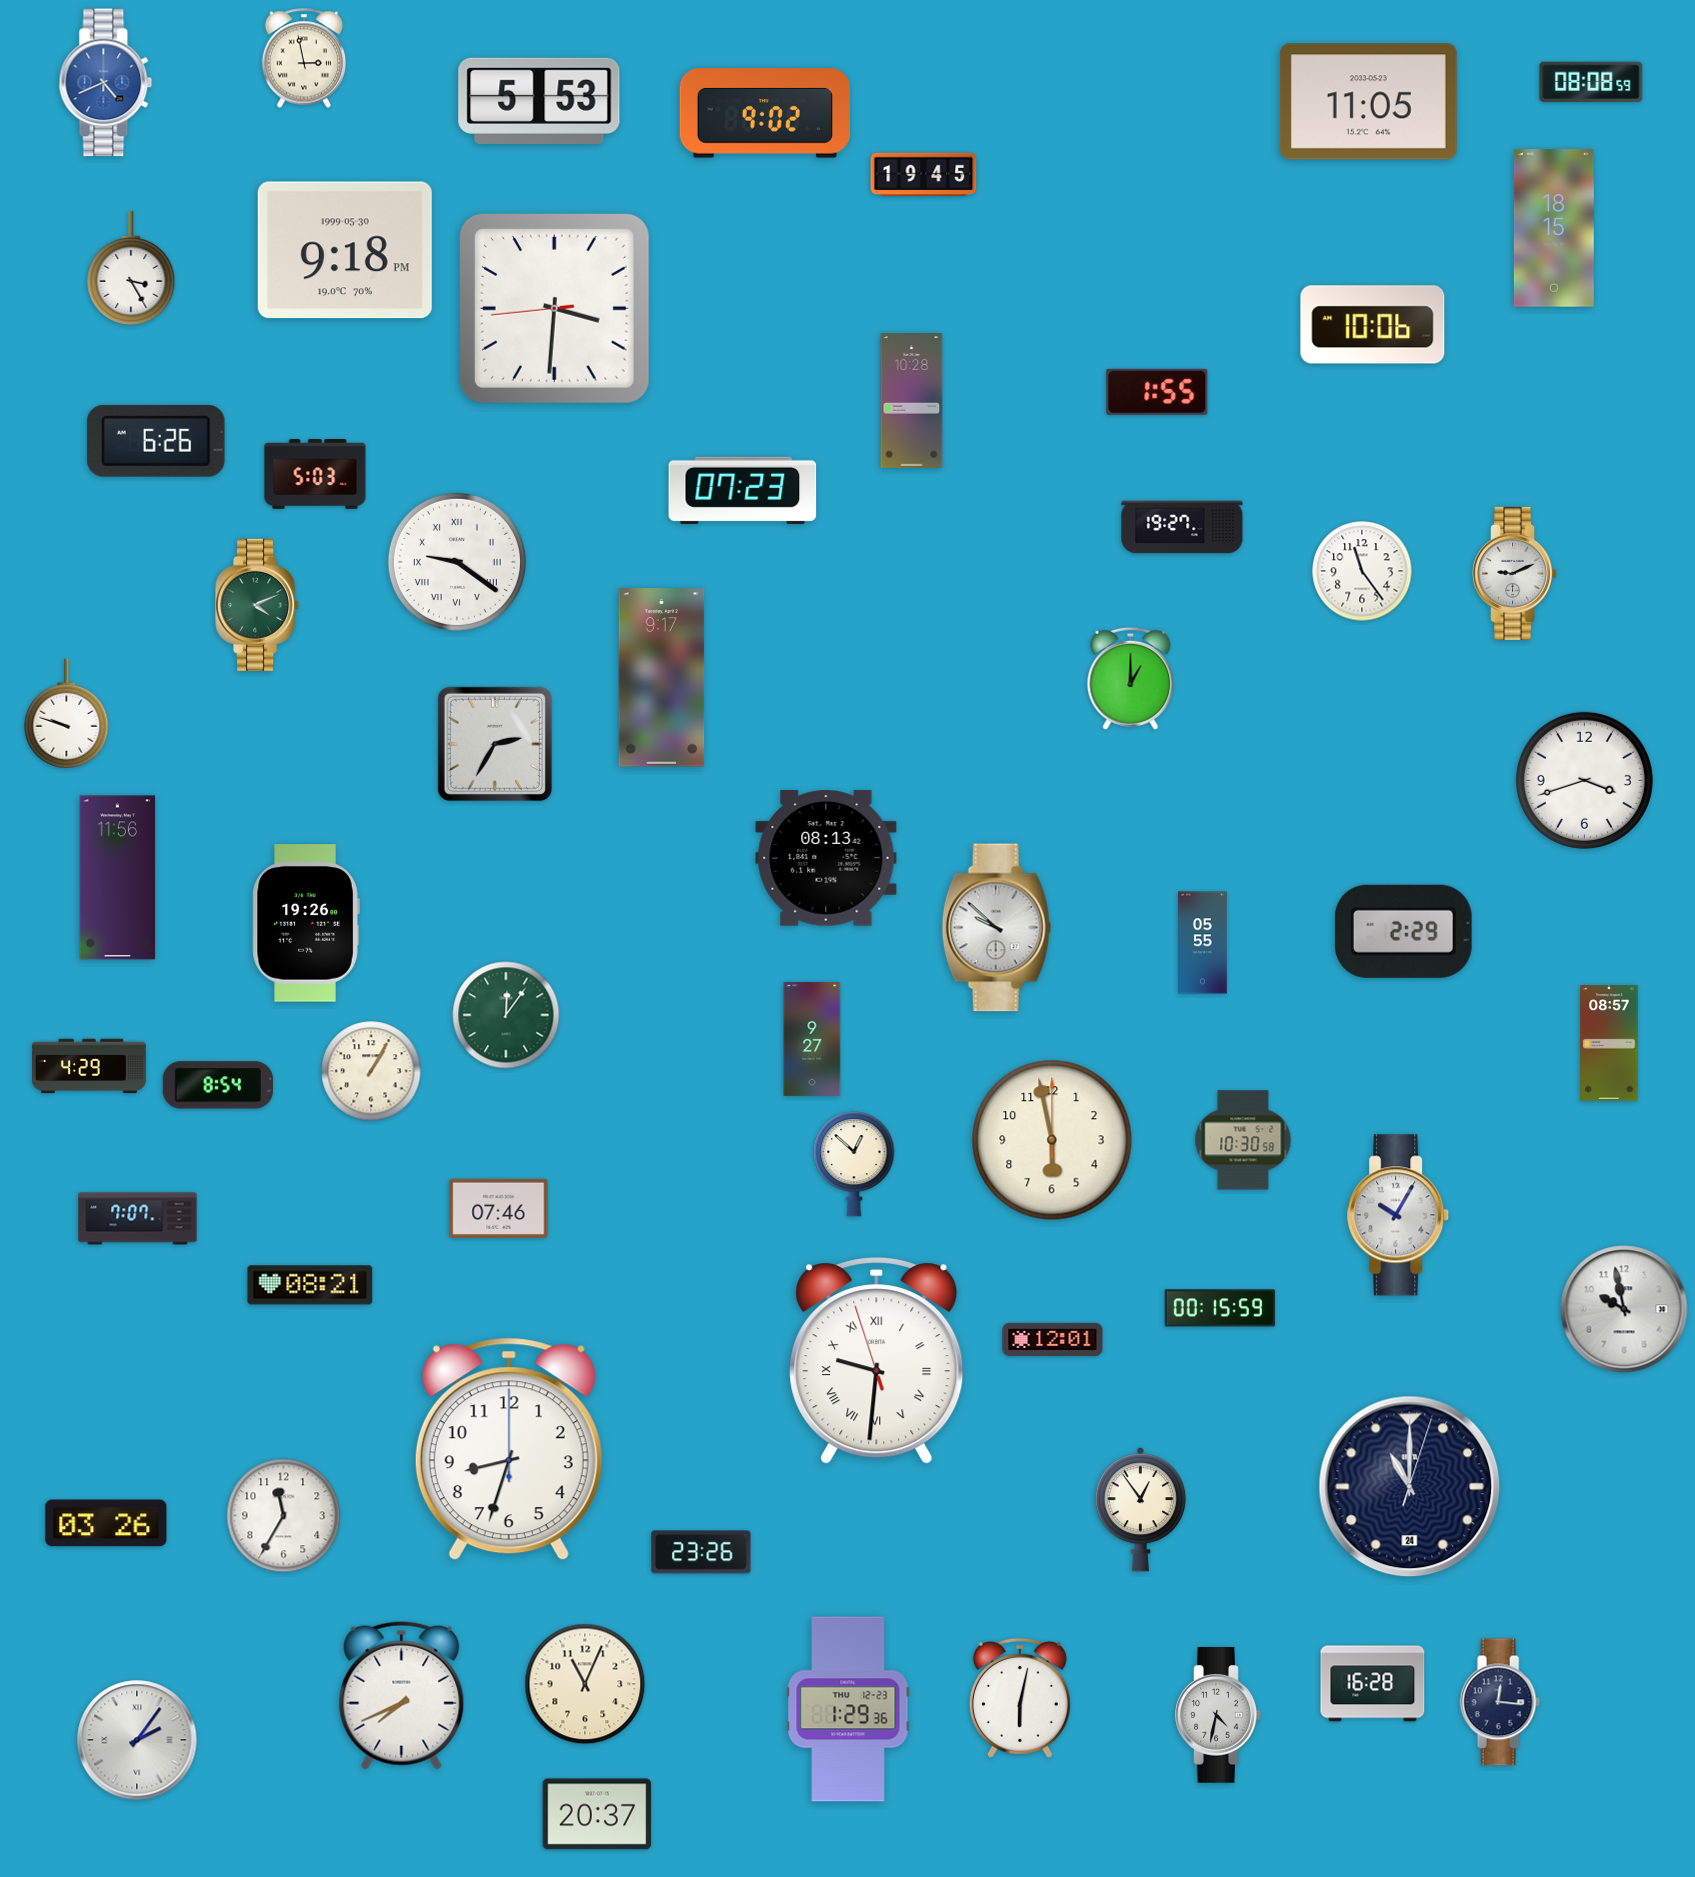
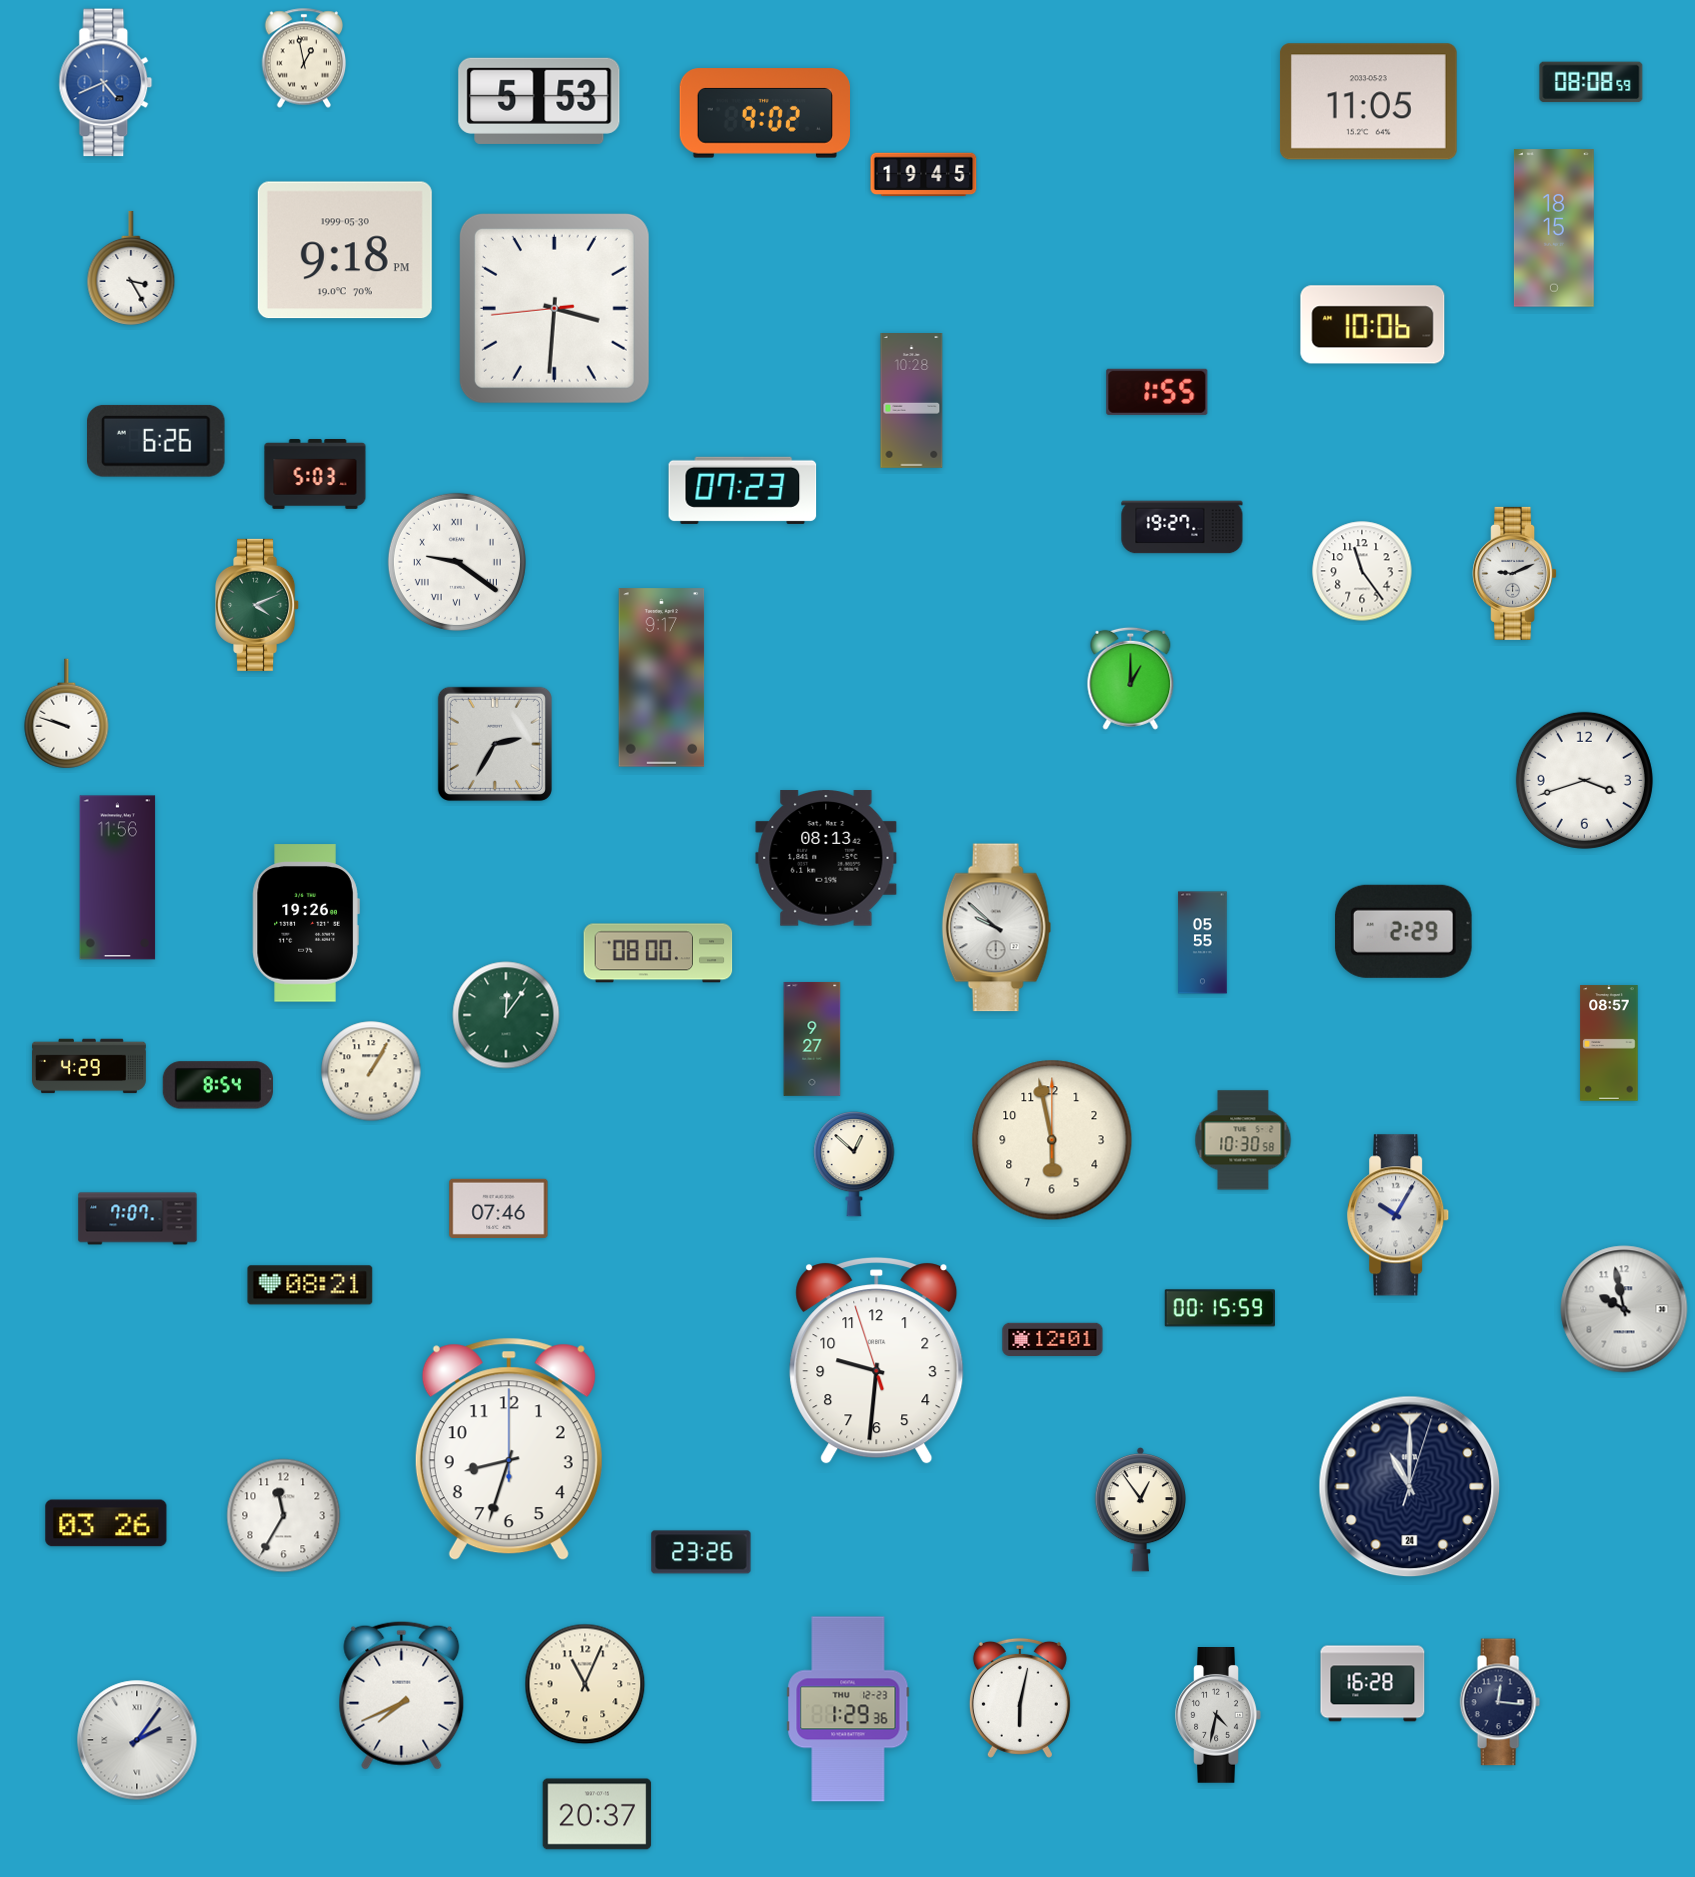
clock at (304, 58): 2:58 -> 12:58
clock at (658, 953): none -> 08:00
clock at (877, 1361) numerals: Roman -> Arabic
